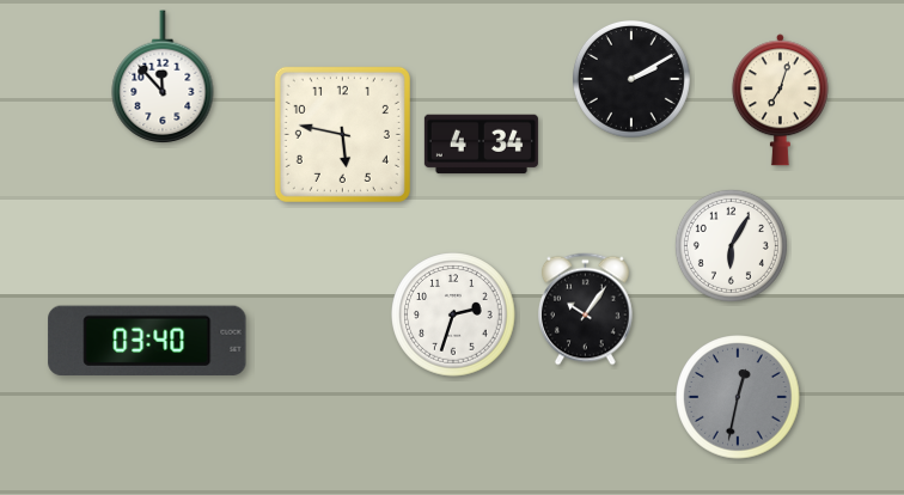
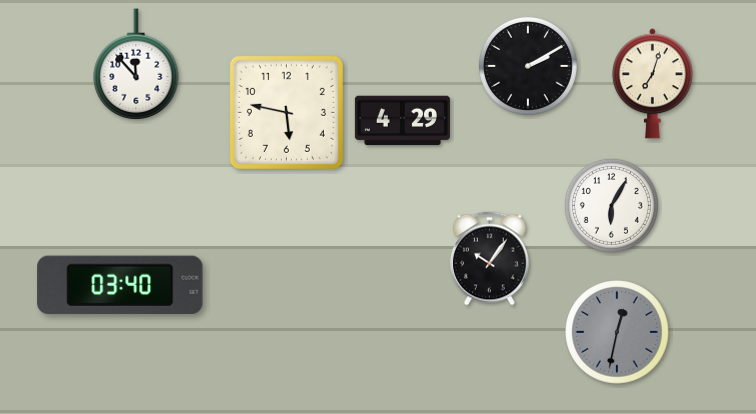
clock at (481, 145): 4:34 -> 4:29
clock at (453, 314): 2:33 -> none
clock at (147, 341) position: (147, 341) -> (120, 285)
